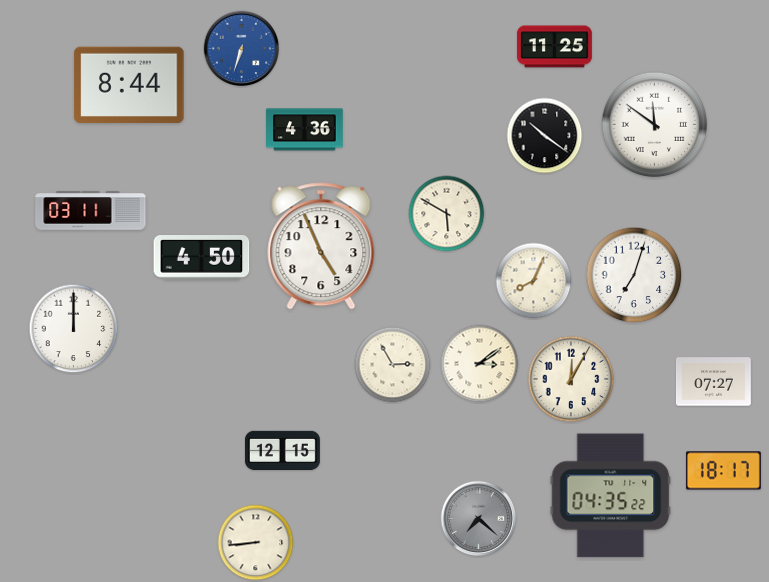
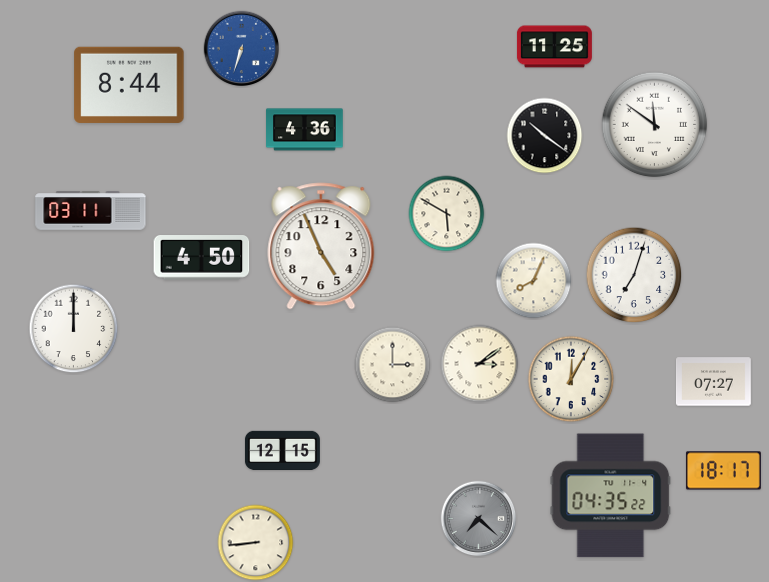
clock at (393, 365): 2:55 -> 3:00
